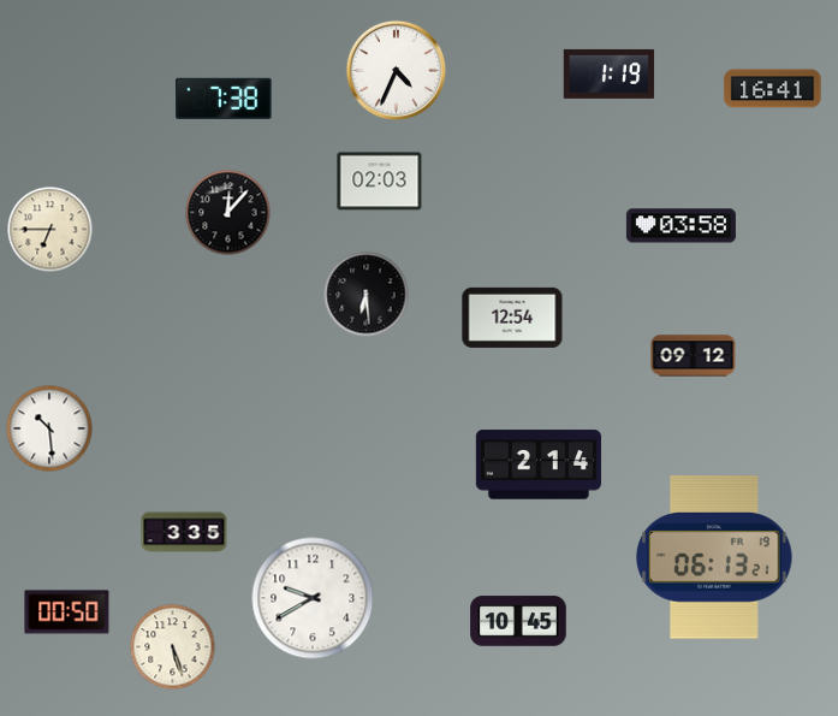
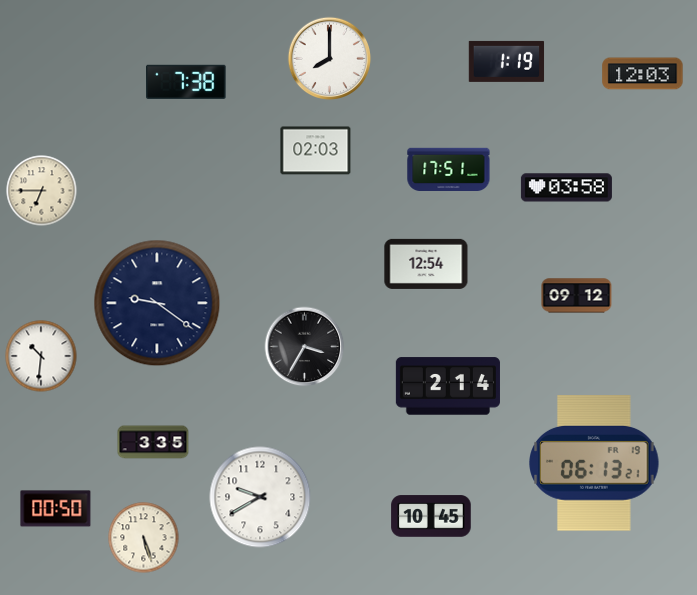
clock at (397, 71): 4:34 -> 8:00
clock at (773, 89): 16:41 -> 12:03
clock at (449, 170): none -> 17:51
clock at (228, 213): 12:07 -> none
clock at (367, 295): 6:29 -> none
clock at (157, 303): none -> 9:21
clock at (305, 347): none -> 3:35
clock at (49, 428): 10:29 -> 10:31
